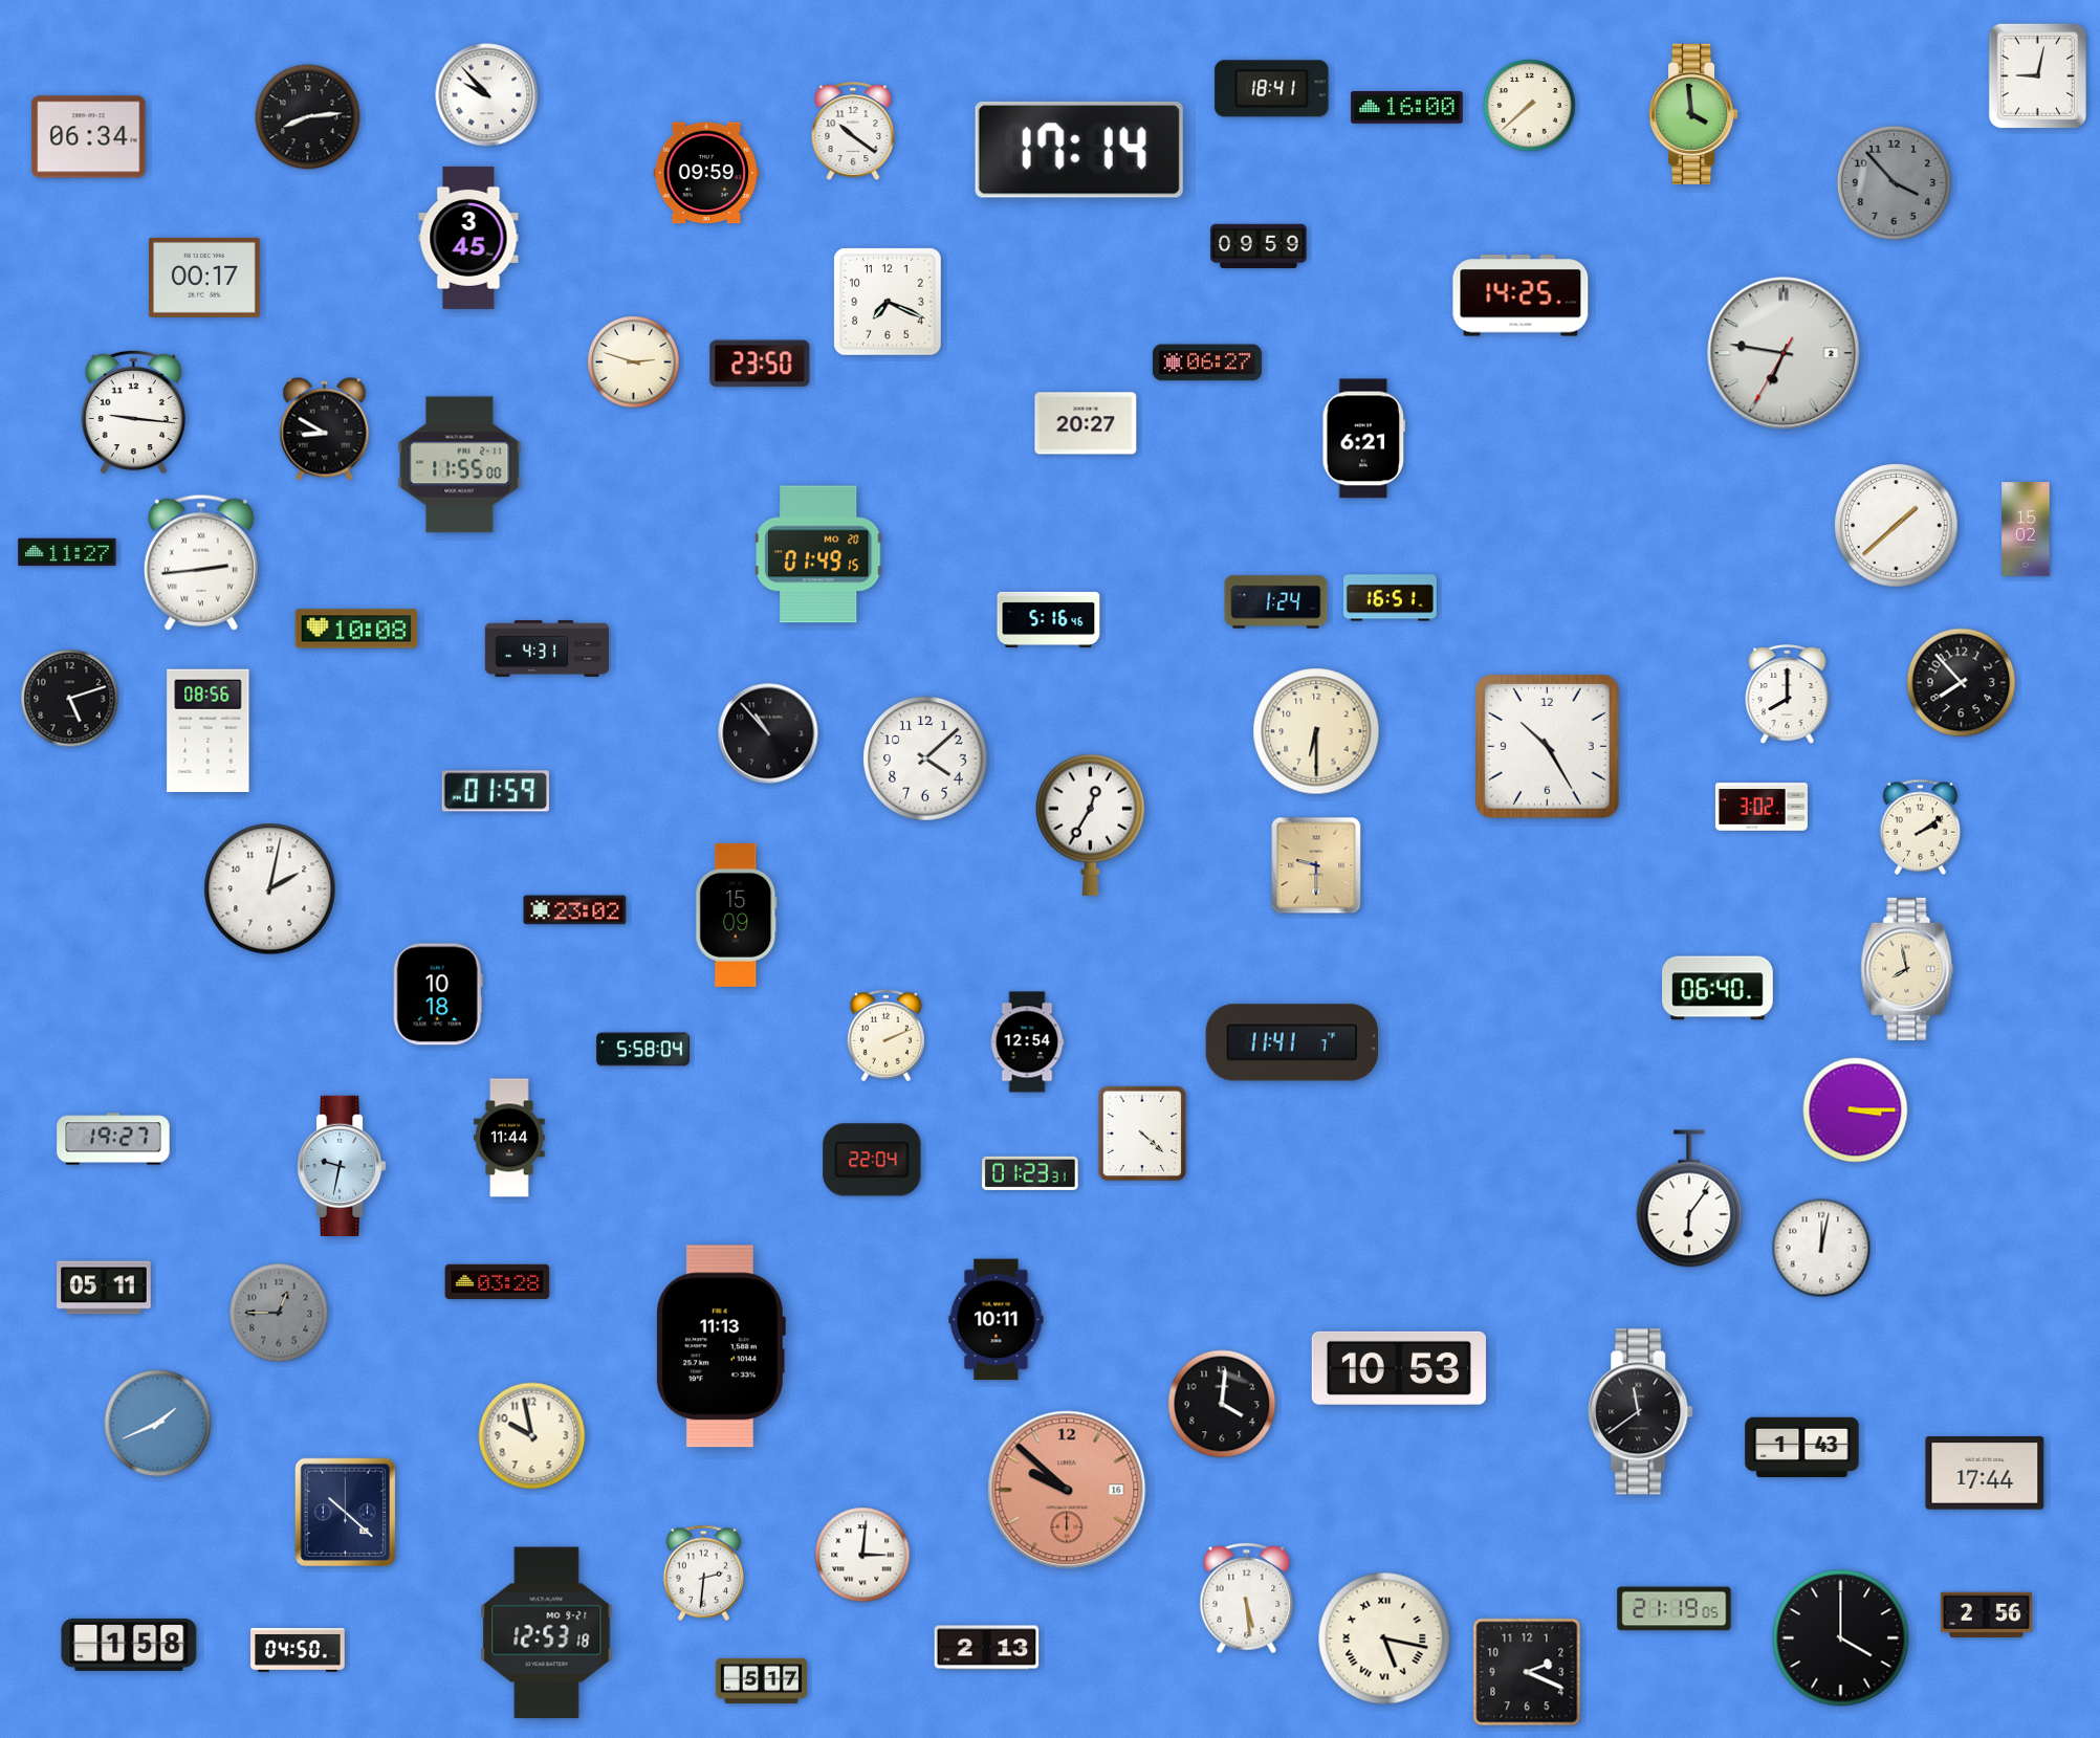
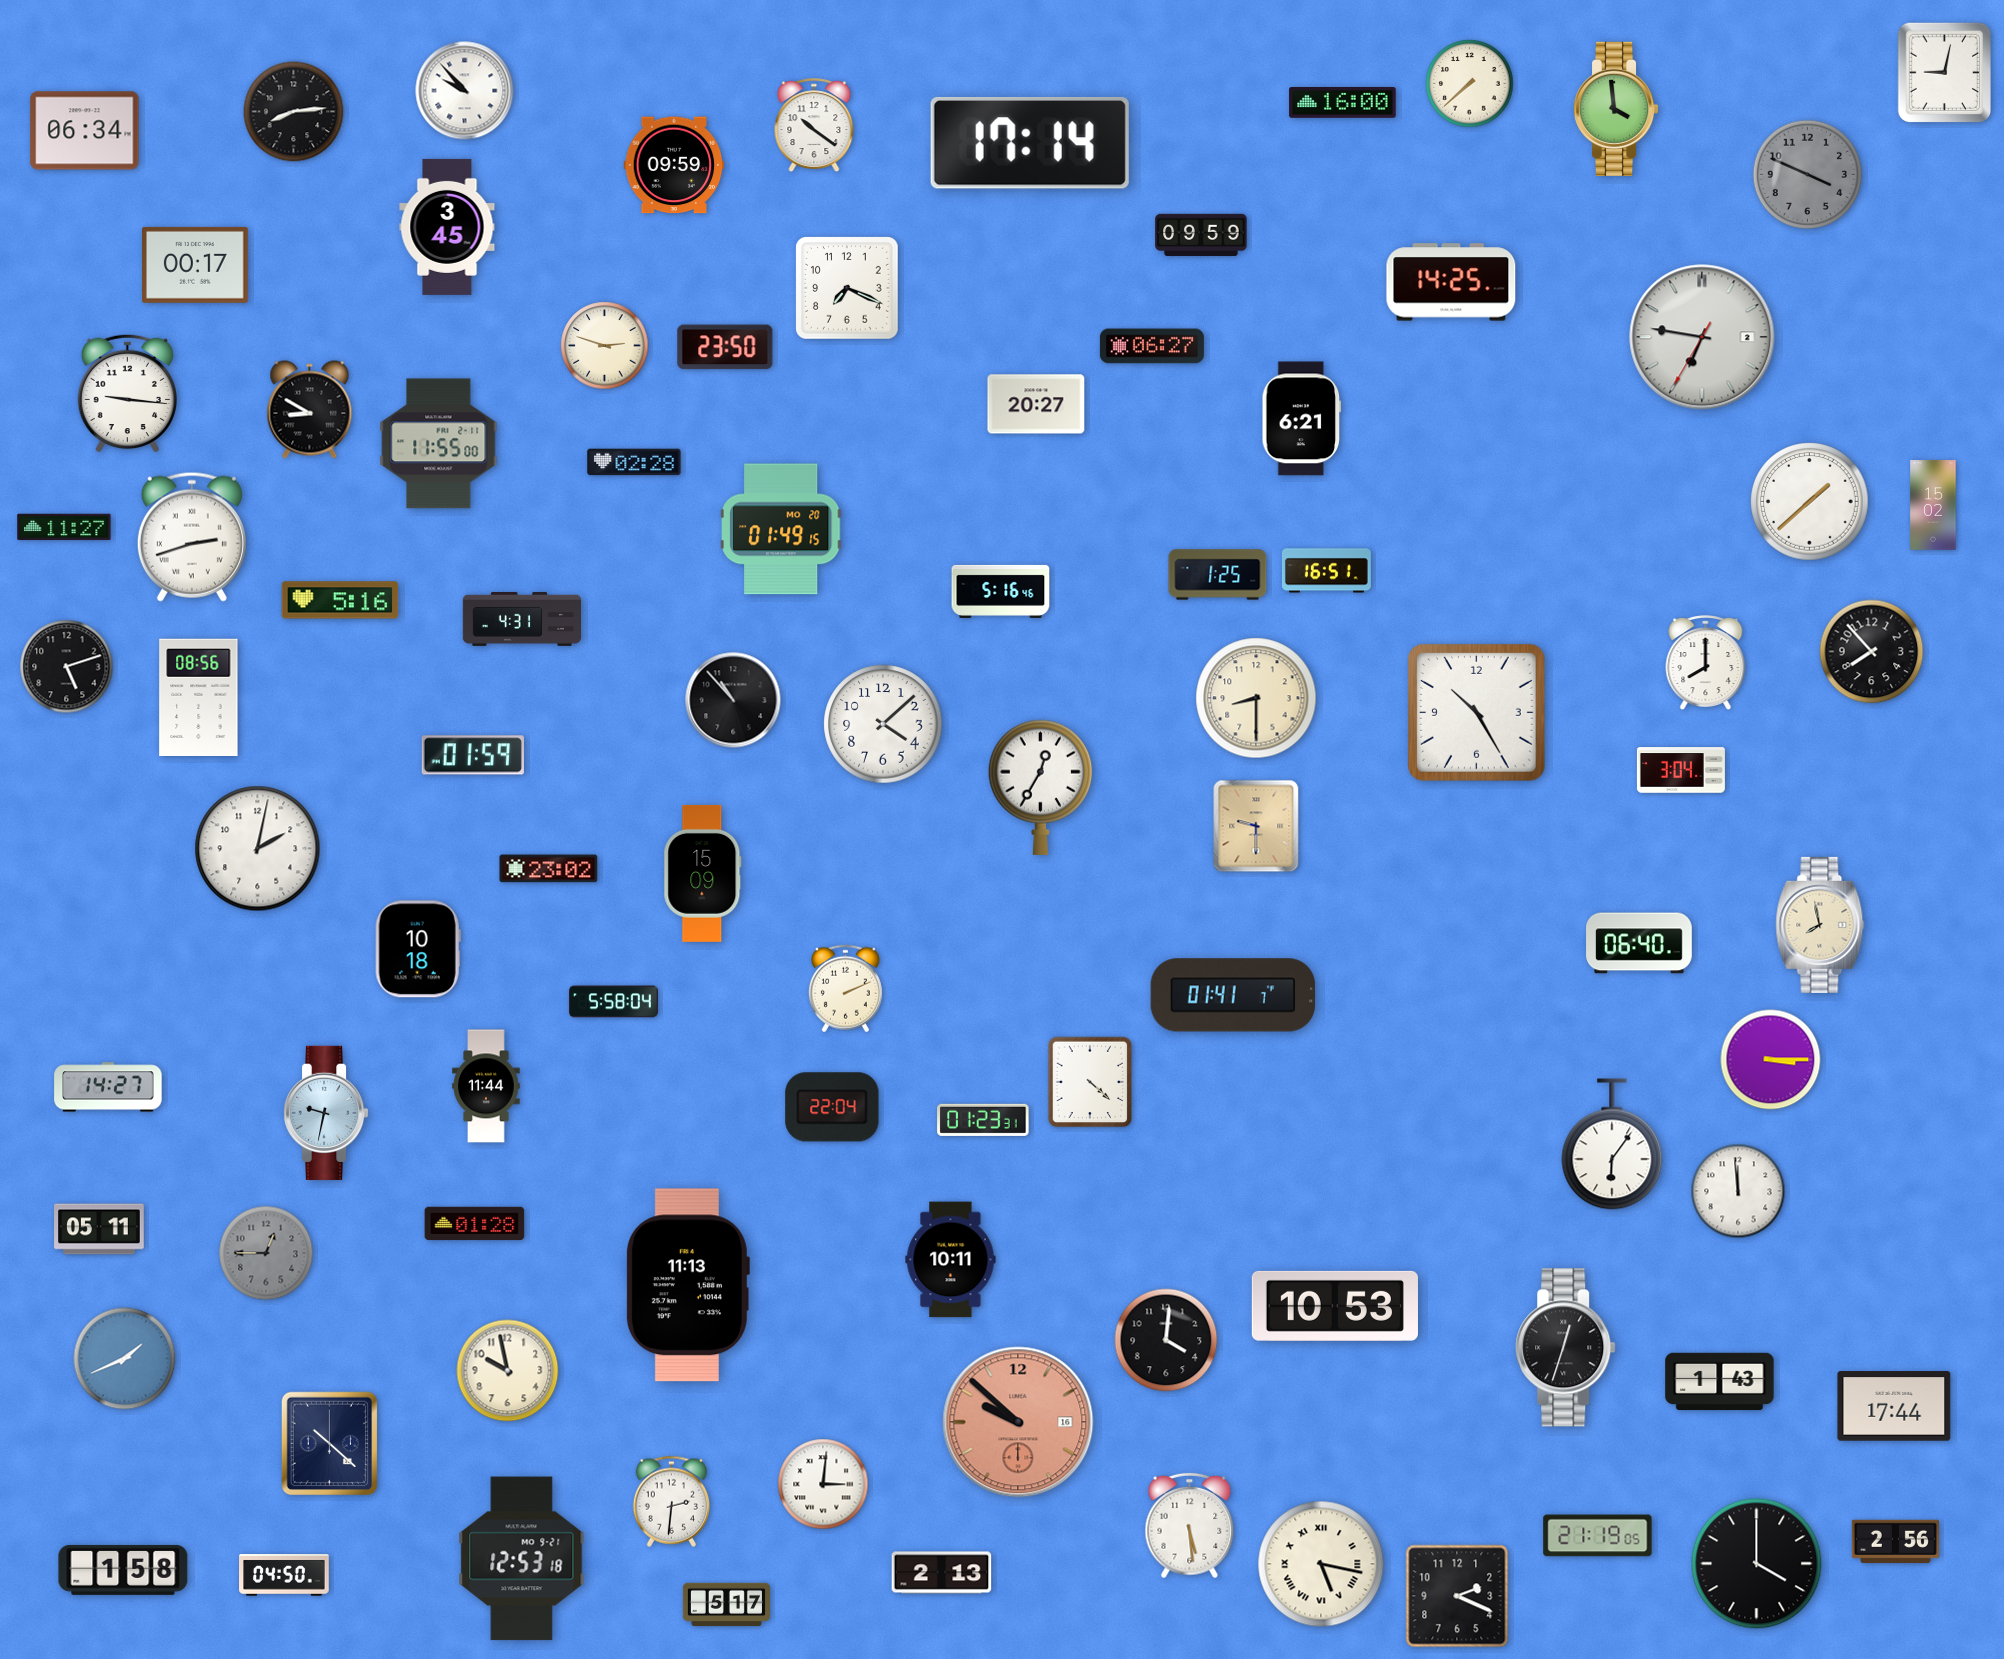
clock at (1272, 89): 18:41 -> none
clock at (1530, 106) position: (1530, 106) -> (1470, 84)
clock at (1894, 182): 3:53 -> 3:49
clock at (634, 462): none -> 02:28
clock at (201, 563): 2:44 -> 2:42
clock at (1276, 602): 1:24 -> 1:25
clock at (356, 629): 10:08 -> 5:16
clock at (1316, 731): 6:30 -> 8:30
clock at (1762, 807): 3:02 -> 3:04
clock at (1921, 827): 2:09 -> none
clock at (1027, 1042): 12:54 -> none
clock at (1292, 1042): 11:41 -> 01:41
clock at (113, 1139): 19:27 -> 14:27
clock at (1821, 1248): 12:02 -> 11:59
clock at (498, 1282): 03:28 -> 01:28
clock at (1641, 1412): 11:39 -> 12:33
clock at (158, 1424) position: (158, 1424) -> (125, 1359)
